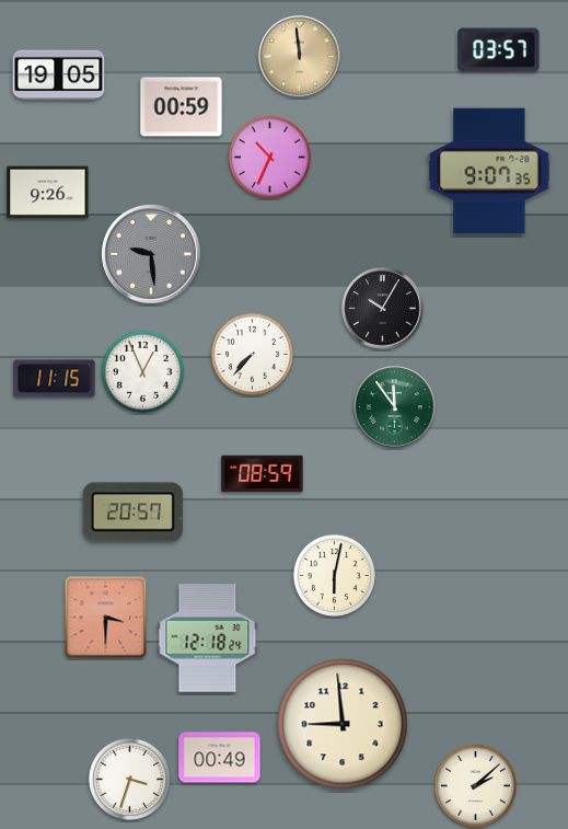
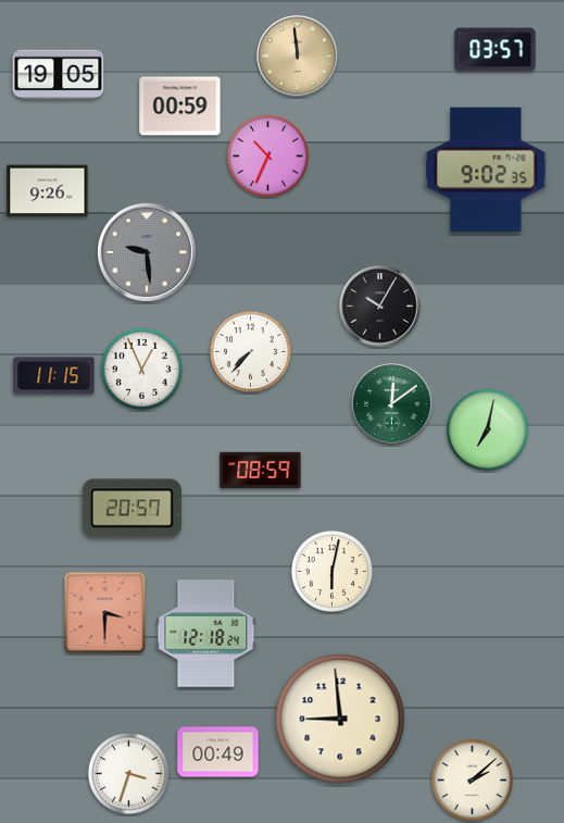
clock at (489, 171): 9:07 -> 9:02
clock at (151, 254) position: (151, 254) -> (147, 252)
clock at (395, 407): 11:54 -> 12:09
clock at (487, 429): none -> 7:02
